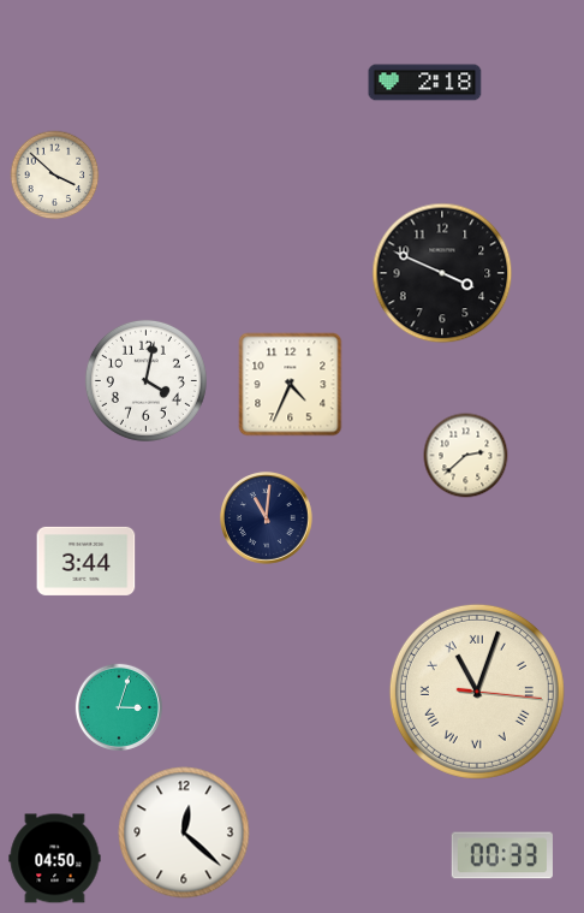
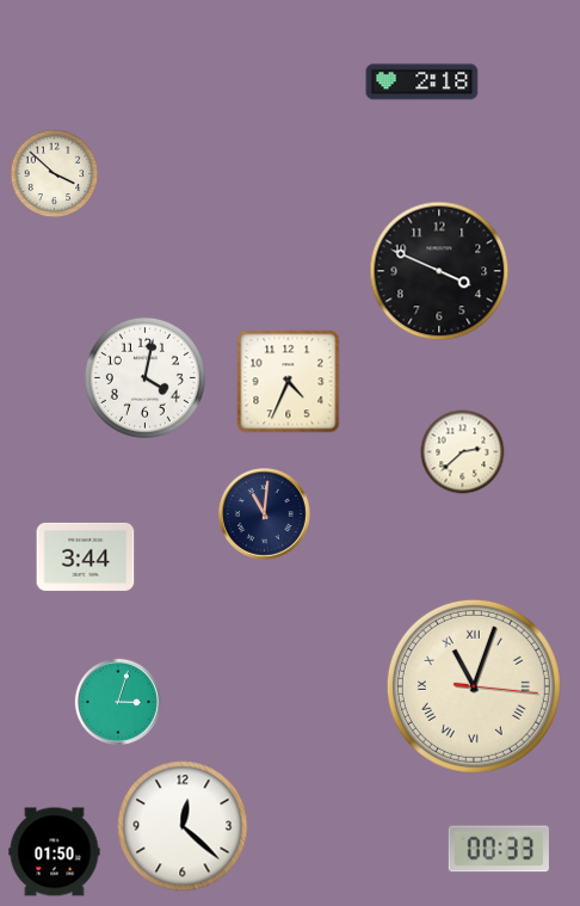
clock at (55, 859): 04:50 -> 01:50
